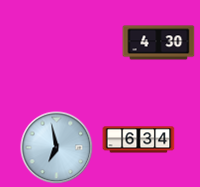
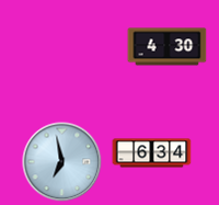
clock at (159, 43) position: (159, 43) -> (168, 47)
